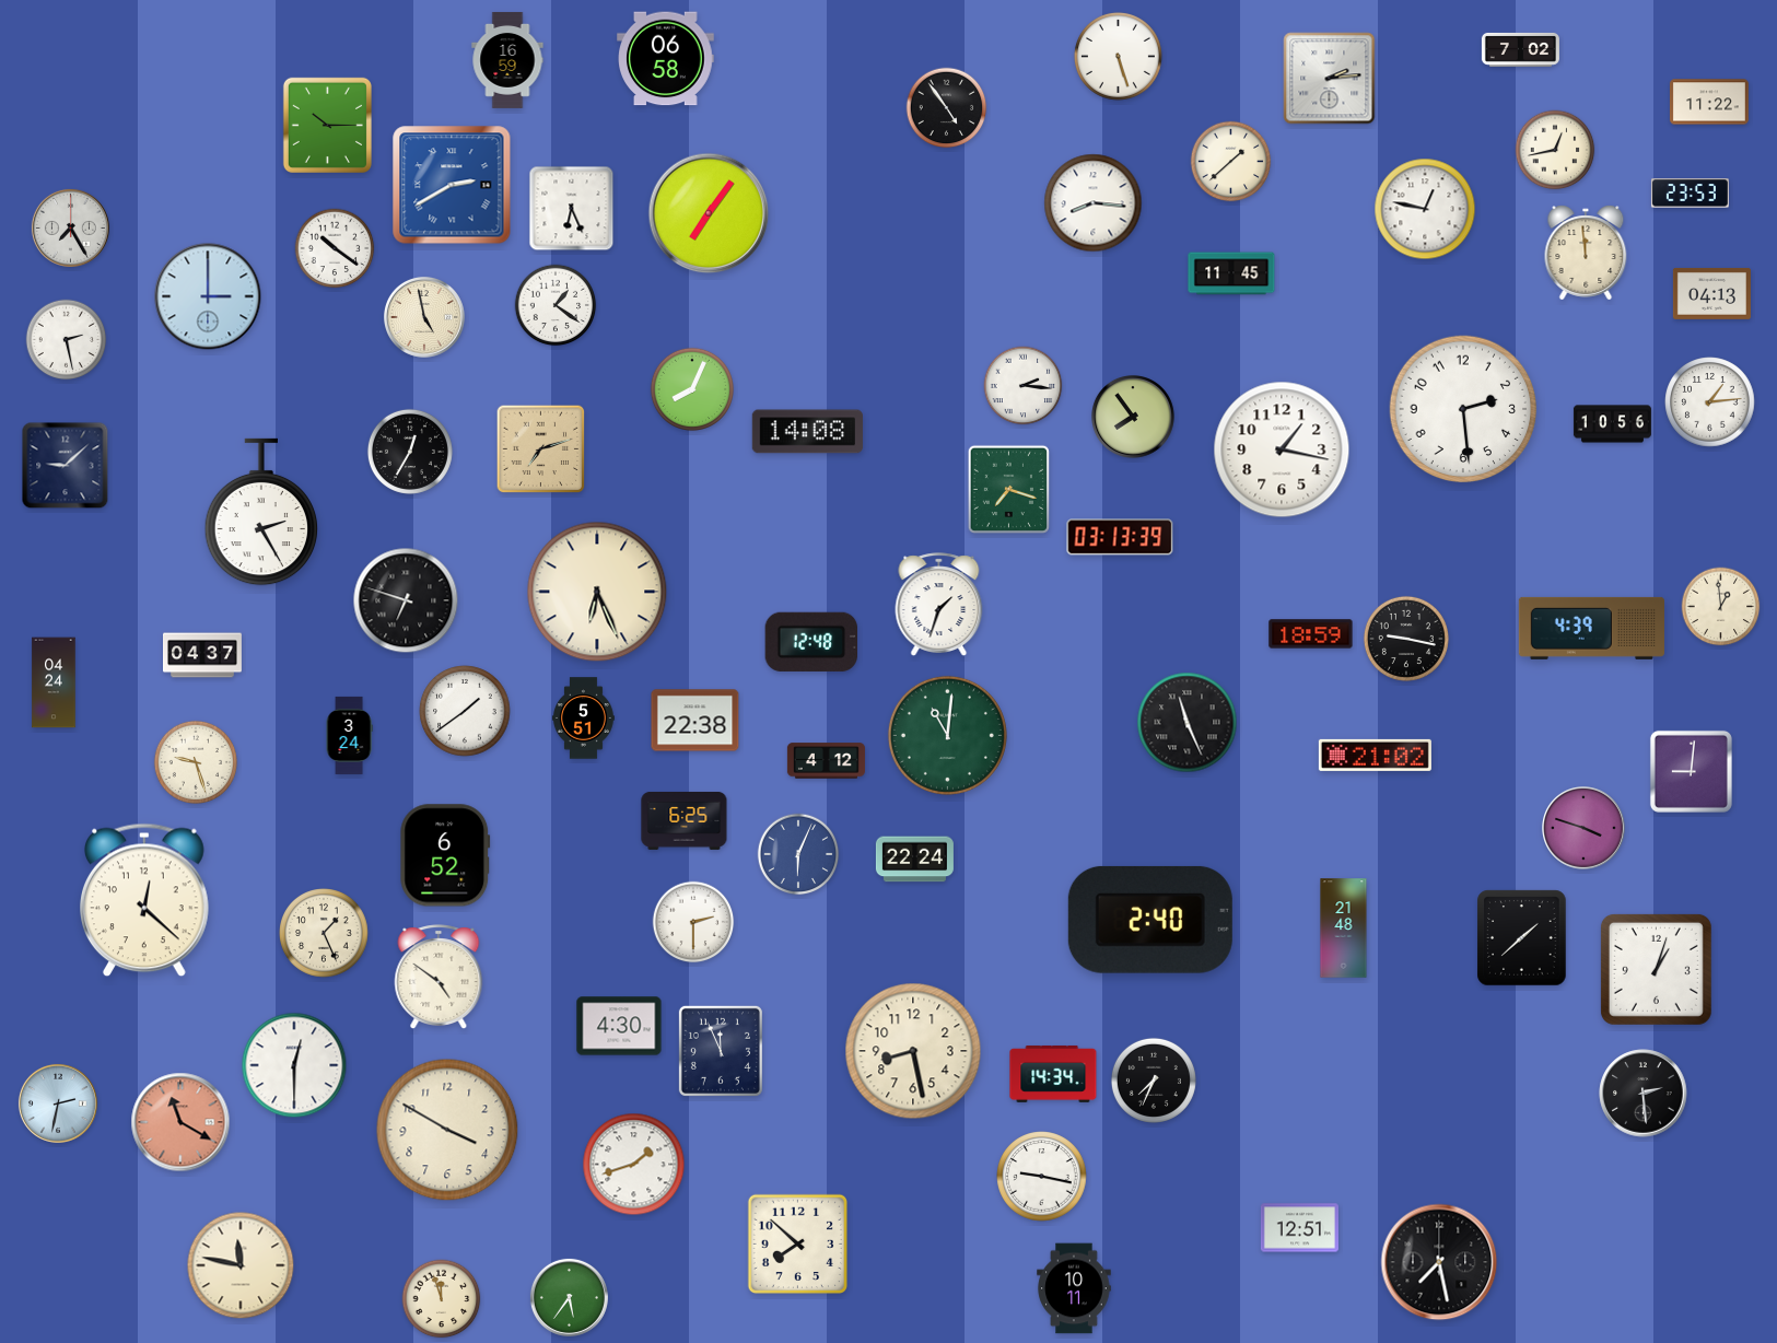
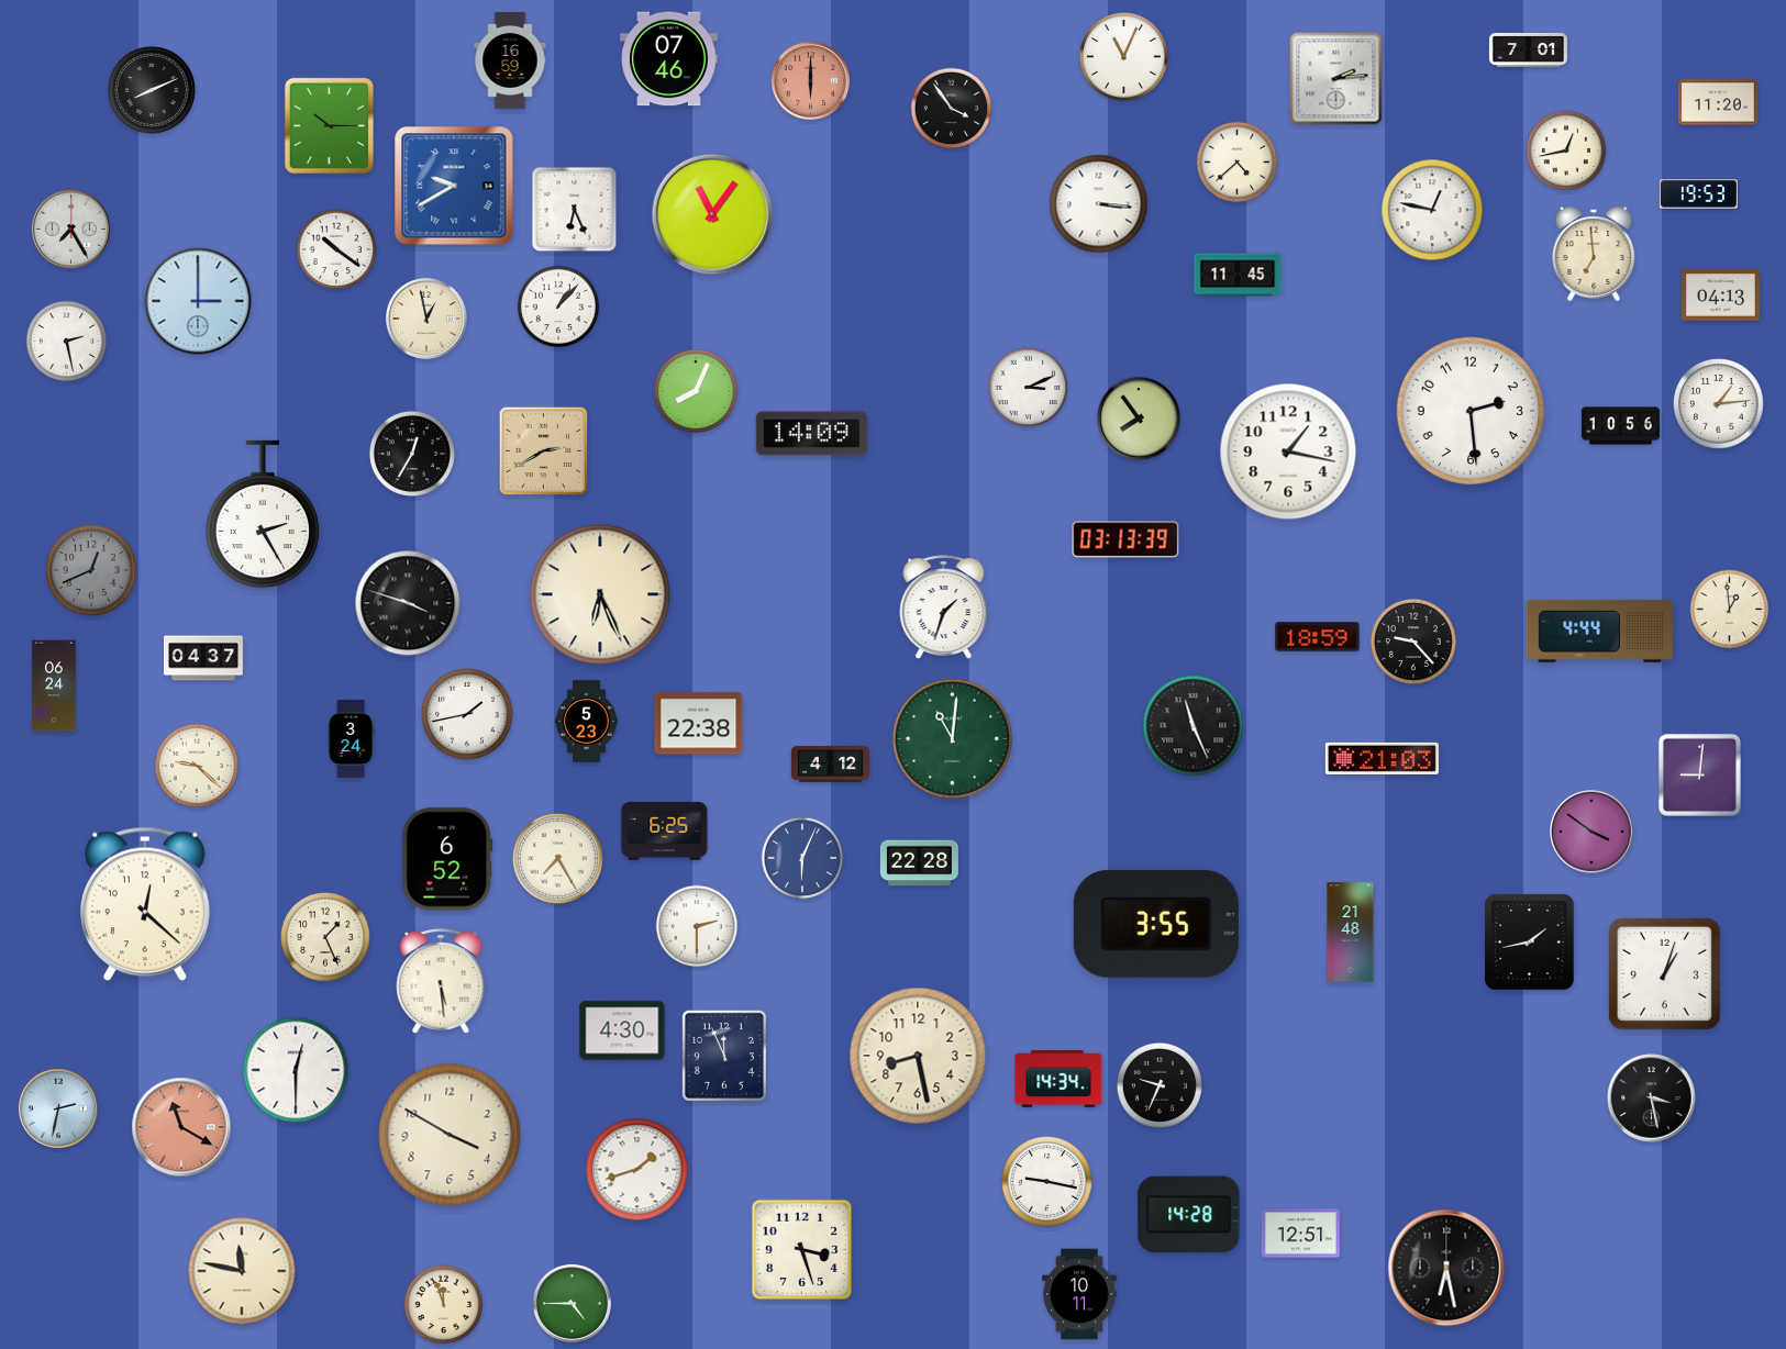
clock at (1520, 49): 7:02 -> 7:01
clock at (1118, 56): 5:27 -> 11:04
clock at (666, 59): 06:58 -> 07:46
clock at (810, 80): none -> 6:00
clock at (152, 90): none -> 8:11
clock at (1709, 102): 11:22 -> 11:20
clock at (947, 108): 4:54 -> 3:54
clock at (1555, 150) position: (1555, 150) -> (1566, 150)
clock at (1231, 162): 1:38 -> 4:38
clock at (452, 185): 2:40 -> 9:40
clock at (1690, 194): 23:53 -> 19:53
clock at (1094, 203): 8:16 -> 3:16
clock at (709, 213): 7:06 -> 11:06
clock at (1586, 253): 11:59 -> 6:59
clock at (208, 296) position: (208, 296) -> (198, 301)
clock at (556, 305): 1:21 -> 1:07
clock at (424, 317): 4:58 -> 12:58
clock at (1024, 386): 2:16 -> 3:11
clock at (807, 432): 14:08 -> 14:09
clock at (541, 449): 7:12 -> 2:40
clock at (66, 466): 9:08 -> none
clock at (1008, 489): 7:18 -> none
clock at (91, 570): none -> 12:41
clock at (406, 600): 6:48 -> 3:48
clock at (1591, 628): 4:39 -> 4:44
clock at (1406, 639): 9:17 -> 9:23
clock at (810, 642): 12:48 -> none
clock at (54, 682): 04:24 -> 06:24
clock at (465, 711): 1:39 -> 1:43
clock at (584, 719): 5:51 -> 5:23
clock at (1375, 755): 21:02 -> 21:03
clock at (195, 761): 9:27 -> 9:22
clock at (685, 820) position: (685, 820) -> (665, 830)
clock at (1585, 829): 3:48 -> 3:51
clock at (558, 859): none -> 7:25
clock at (914, 860): 22:24 -> 22:28
clock at (1150, 920): 2:40 -> 3:55
clock at (1522, 938): 1:38 -> 1:43
clock at (439, 977): 4:51 -> 5:29
clock at (1154, 1081): 7:34 -> 9:34
clock at (1644, 1094): 2:29 -> 3:28
clock at (1189, 1215): none -> 14:28
clock at (1299, 1228) position: (1299, 1228) -> (1300, 1234)
clock at (798, 1245): 7:52 -> 3:27
clock at (1439, 1262): 7:28 -> 6:28
clock at (569, 1297): 5:36 -> 4:45
